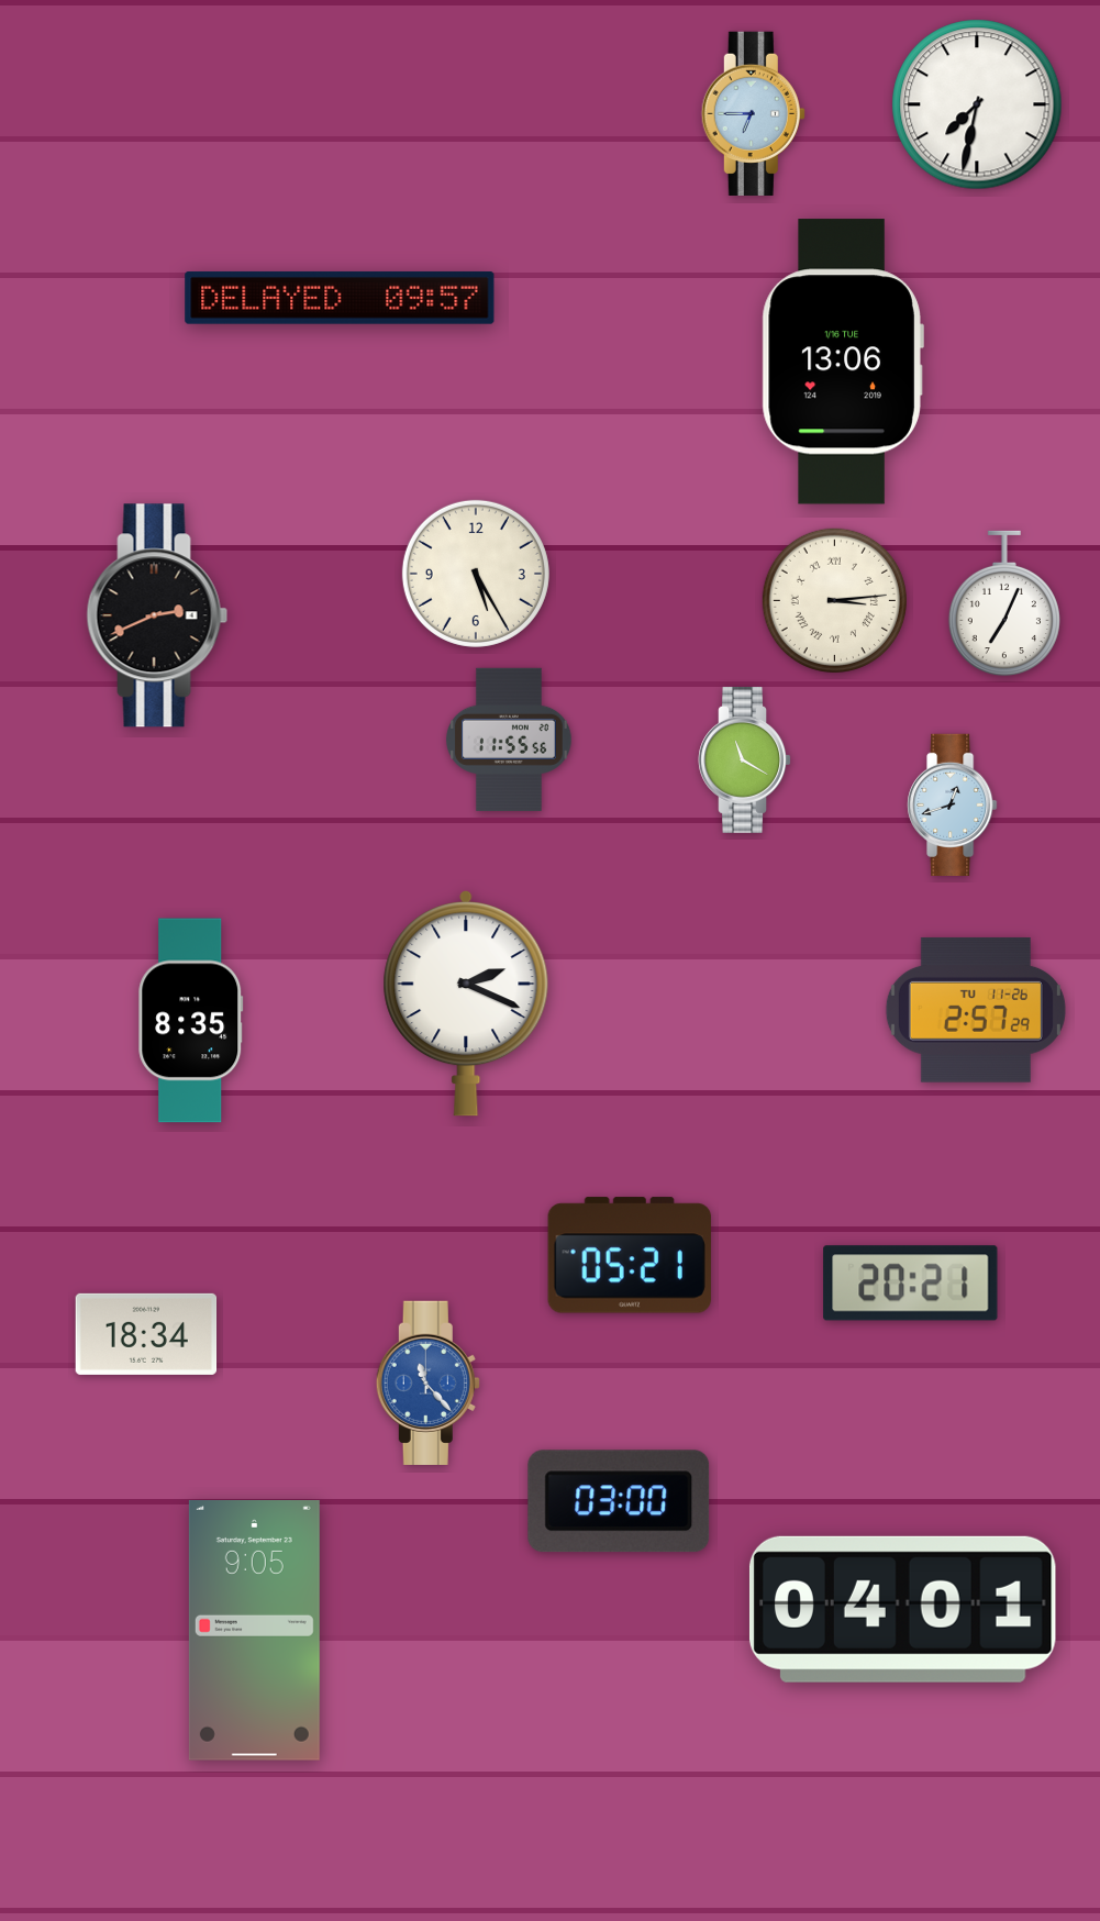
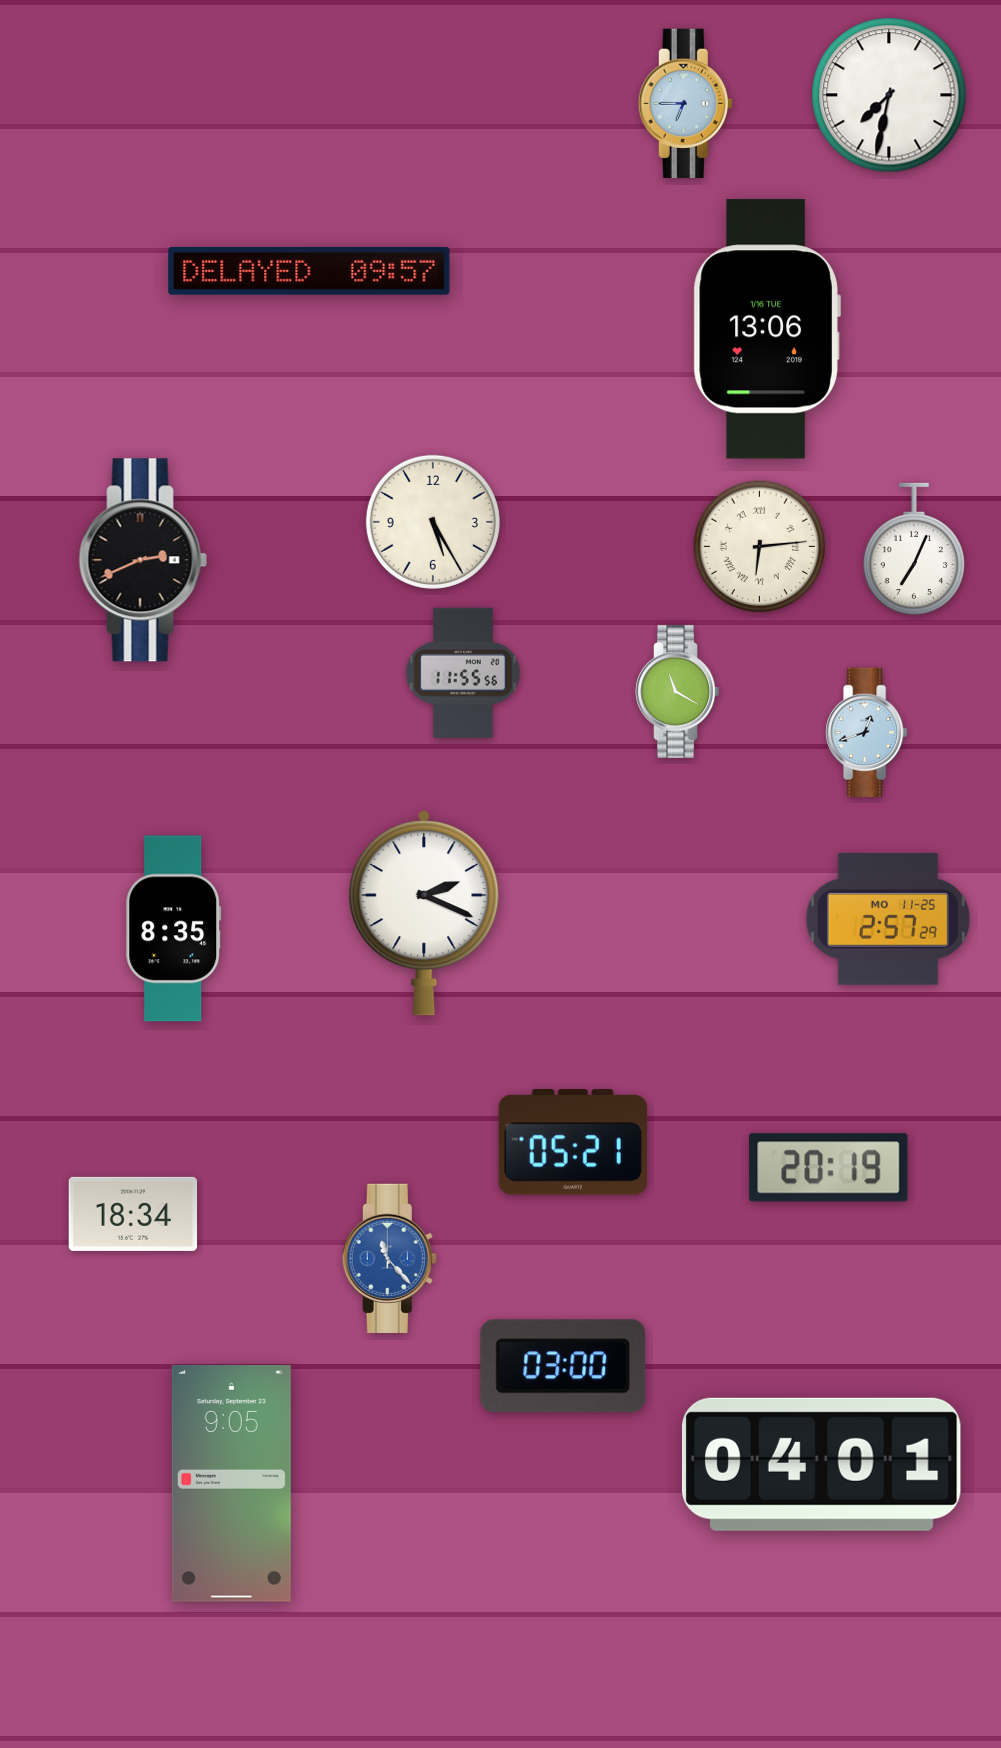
clock at (834, 600): 3:14 -> 6:14
clock at (976, 1010) date: TU 11-26 -> MO 11-25
clock at (911, 1284): 20:21 -> 20:19
